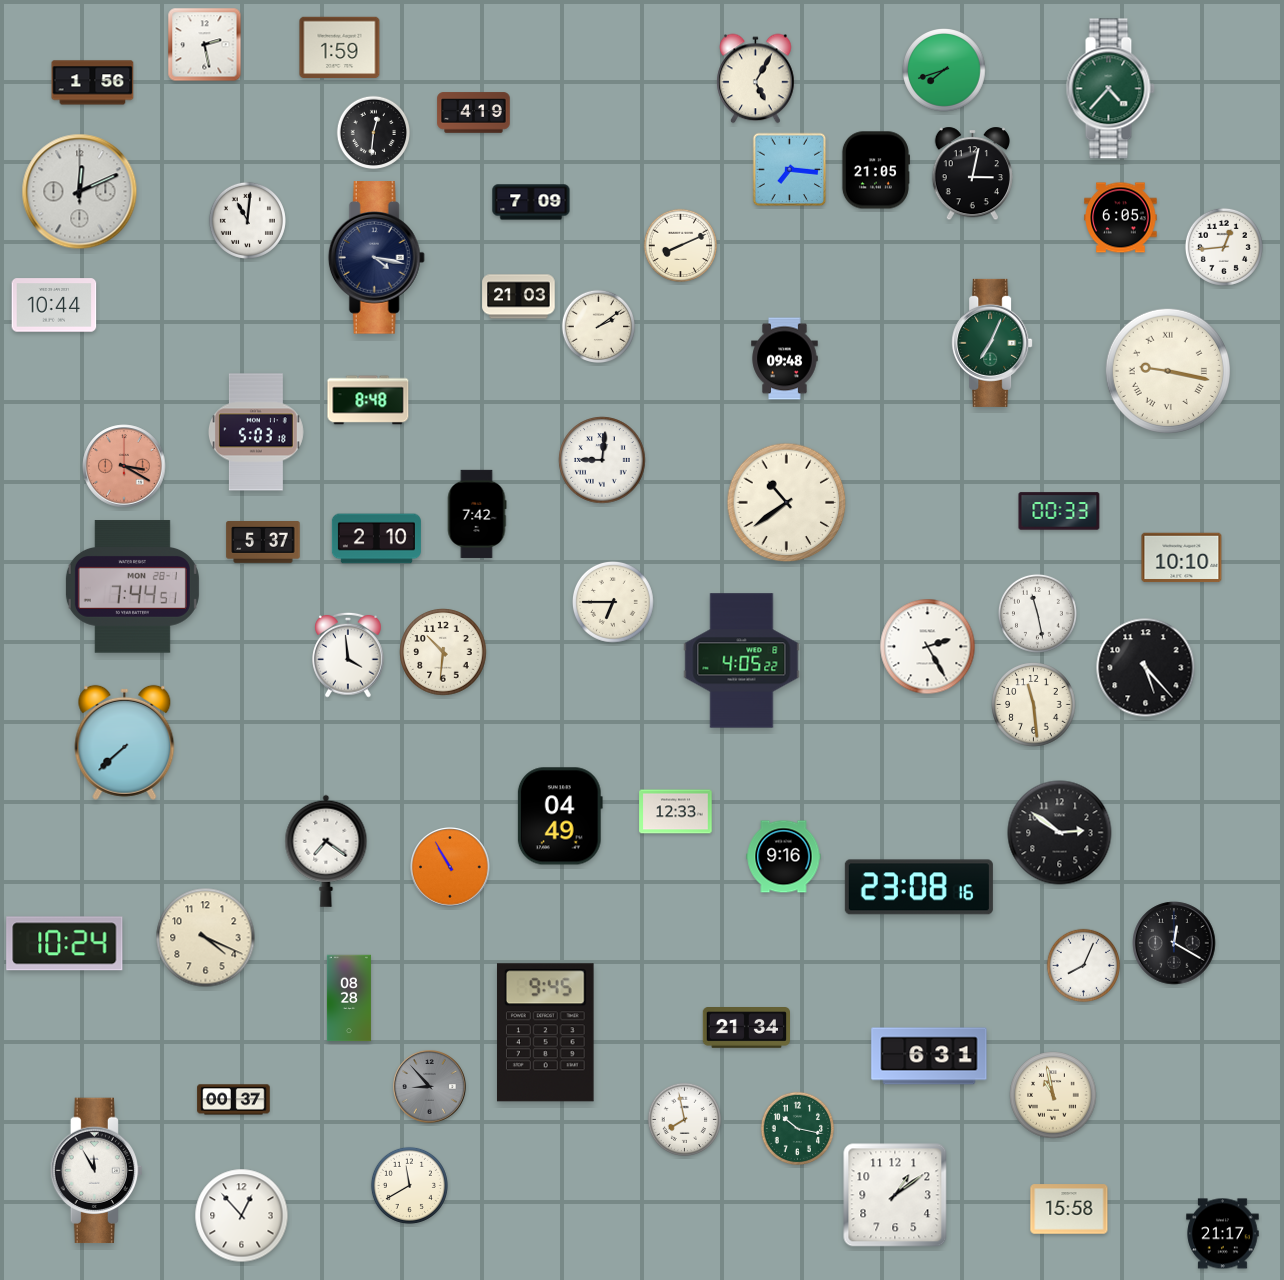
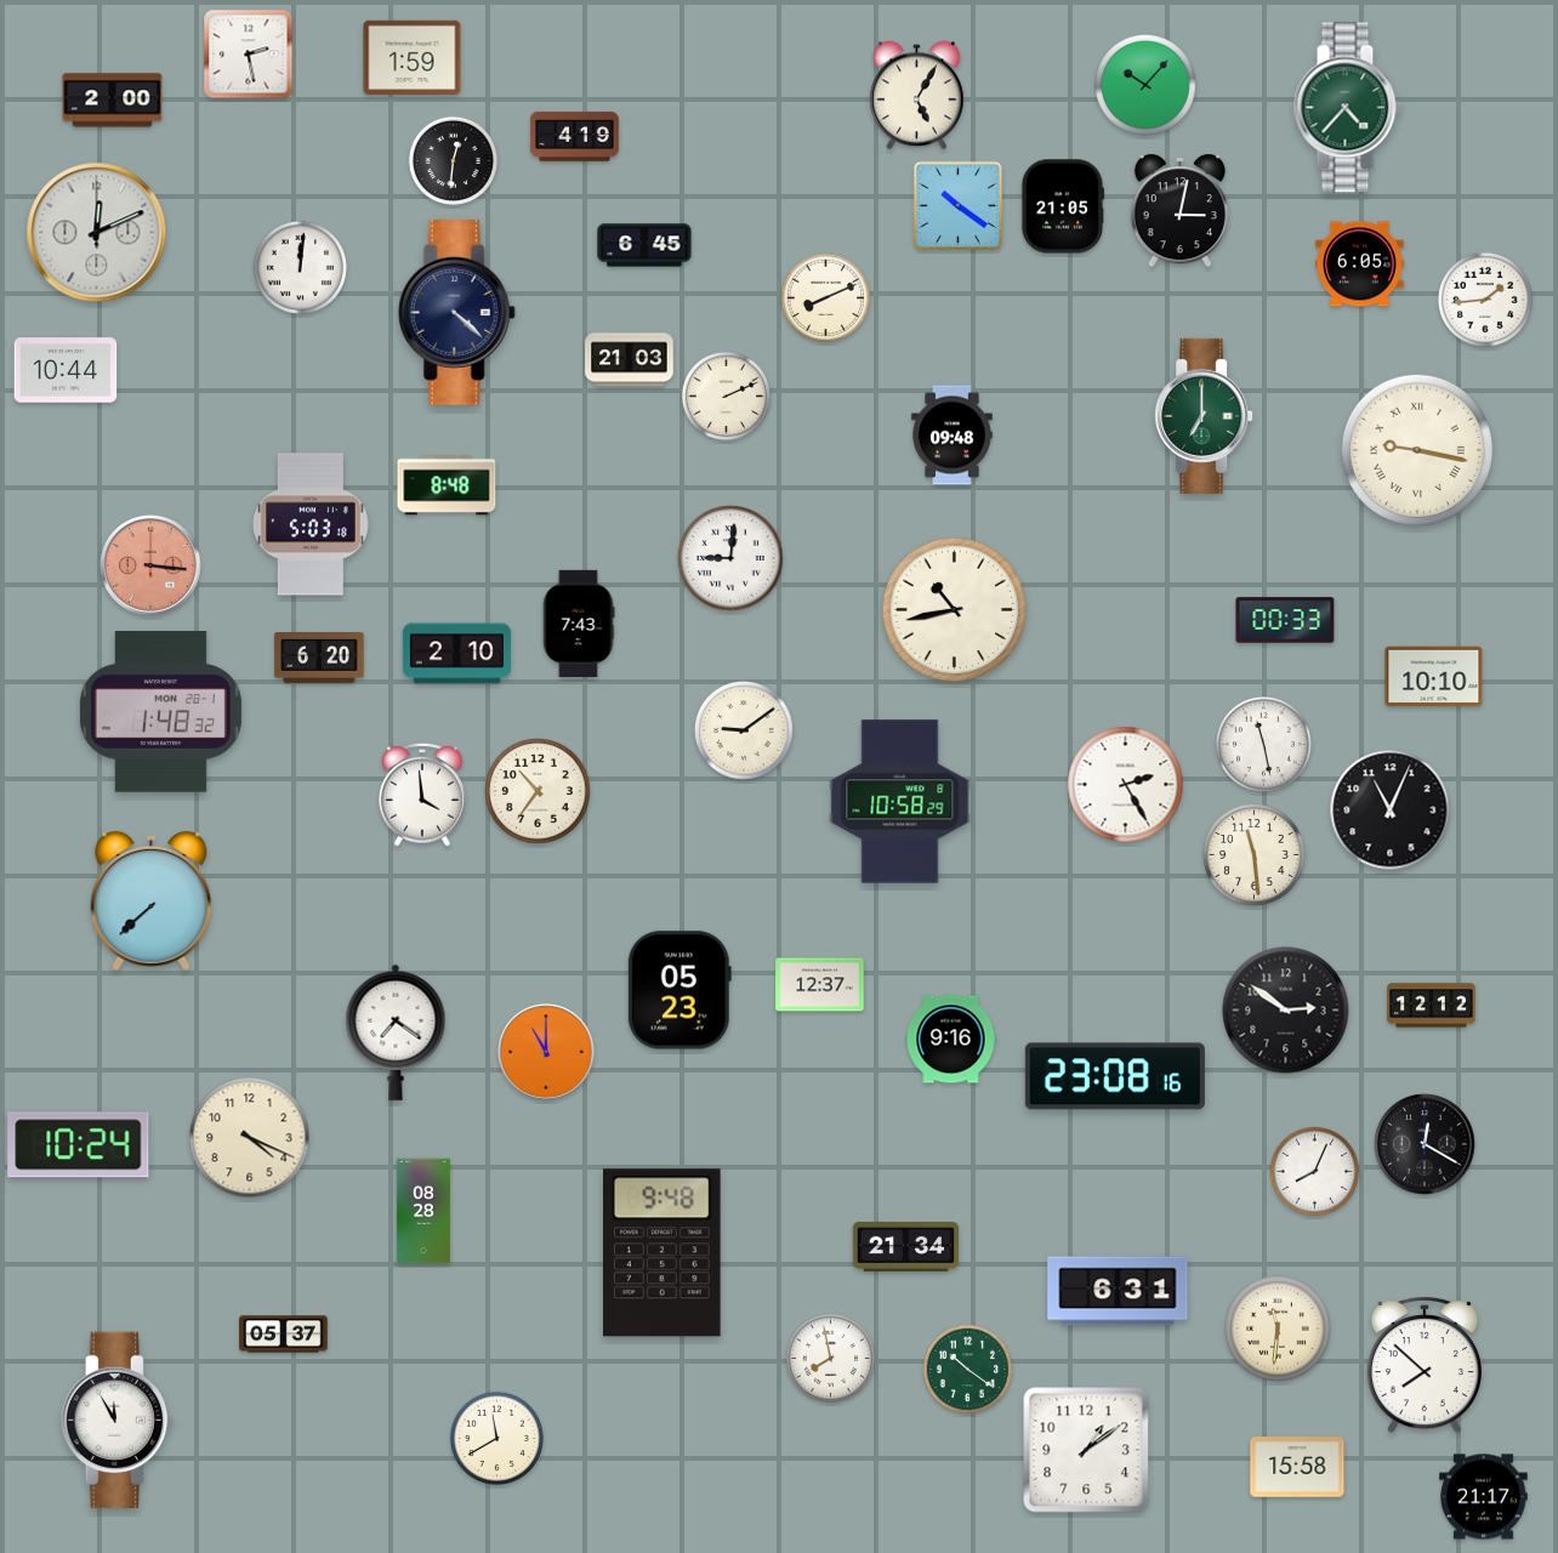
clock at (945, 71): 7:42 -> 10:07
clock at (93, 83): 1:56 -> 2:00
clock at (790, 170): 7:16 -> 10:21
clock at (531, 202): 7:09 -> 6:45
clock at (247, 220): 11:01 -> 12:01
clock at (1224, 247): 12:44 -> 1:44
clock at (376, 258): 4:17 -> 4:22
clock at (599, 327): 2:09 -> 2:11
clock at (992, 343): 7:04 -> 7:00
clock at (124, 466): 3:20 -> 3:16
clock at (787, 503): 10:39 -> 10:43
clock at (477, 514): 7:42 -> 7:43
clock at (263, 543): 5:37 -> 6:20
clock at (132, 587): 7:44 -> 1:48
clock at (613, 602): 6:45 -> 9:09
clock at (1037, 613) position: (1037, 613) -> (1263, 744)
clock at (443, 652): 10:31 -> 10:36
clock at (742, 661): 4:05 -> 10:58
clock at (1146, 668): 5:23 -> 11:04
clock at (676, 812): 12:33 -> 12:37
clock at (560, 816): 04:49 -> 05:23
clock at (1432, 1006): none -> 12:12
clock at (450, 867): 10:55 -> 11:00
clock at (545, 1033): 9:45 -> 9:48
clock at (929, 1056) position: (929, 1056) -> (1118, 1291)
clock at (430, 1087): 8:53 -> none
clock at (1053, 1095): 10:58 -> 11:31
clock at (234, 1100): 00:37 -> 05:37
clock at (1425, 1365): none -> 7:52
clock at (798, 1129): 10:17 -> 10:21
clock at (242, 1216): 12:53 -> none
